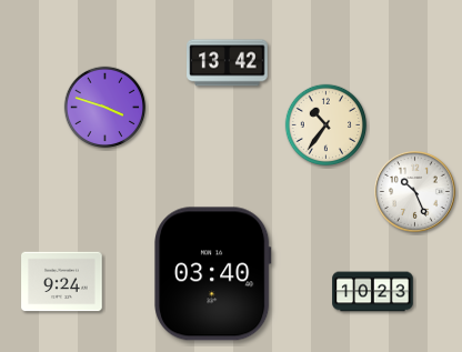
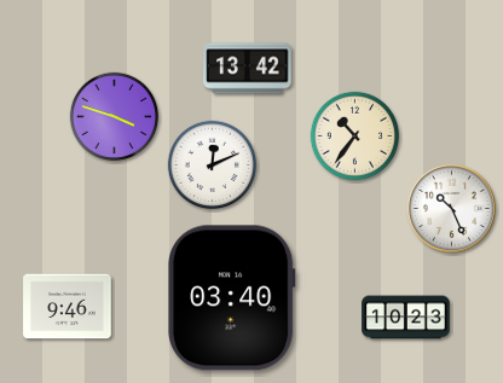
clock at (213, 166): none -> 12:11
clock at (62, 282): 9:24 -> 9:46
